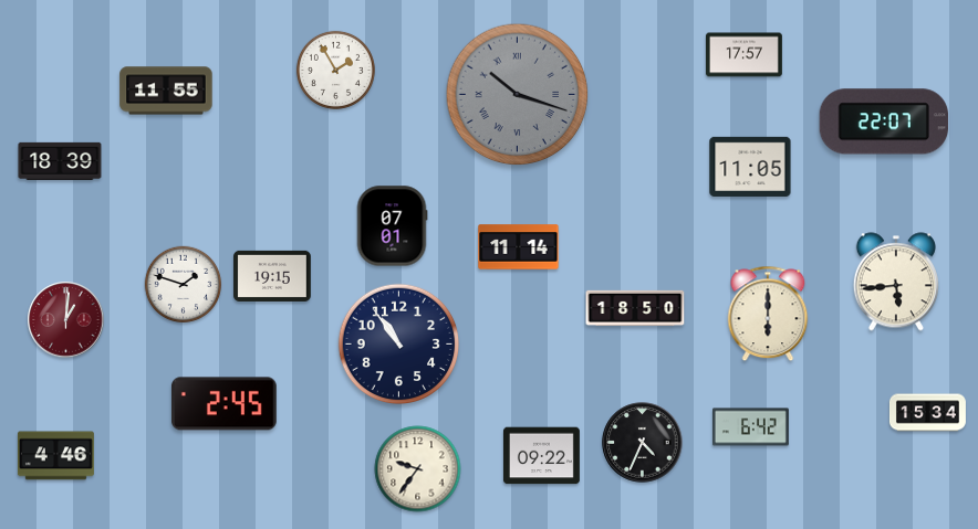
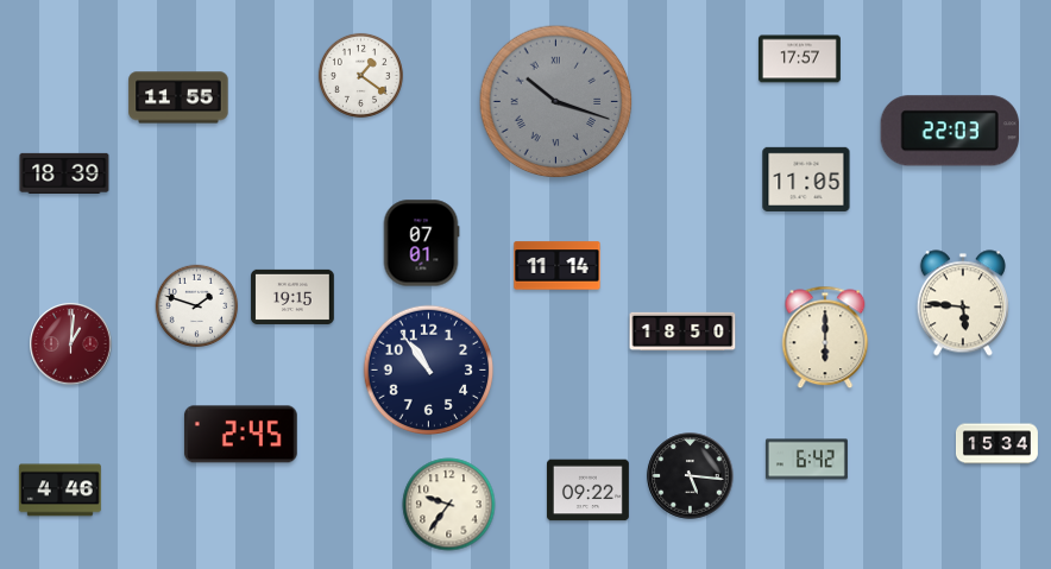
clock at (335, 70): 1:55 -> 1:21
clock at (884, 121): 22:07 -> 22:03
clock at (896, 282): 5:44 -> 5:46
clock at (643, 443): 4:34 -> 5:16
clock at (541, 456) position: (541, 456) -> (587, 491)
